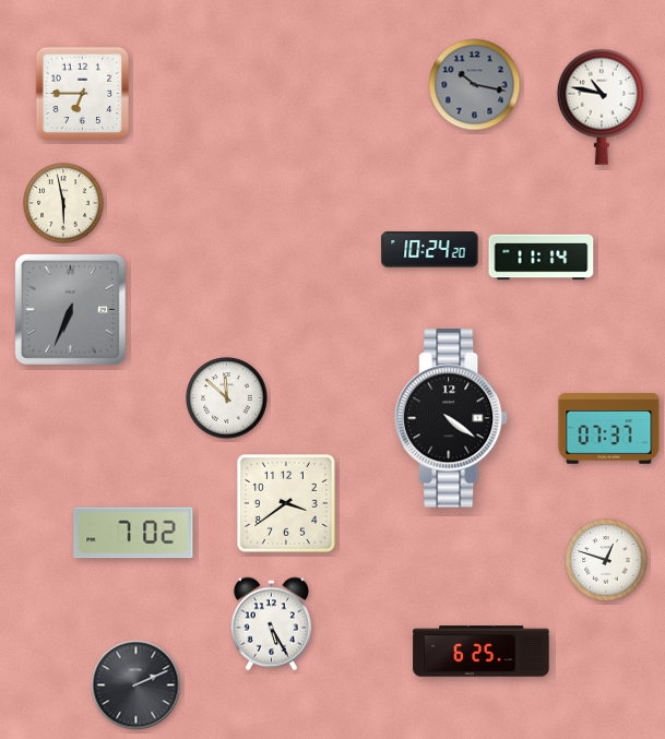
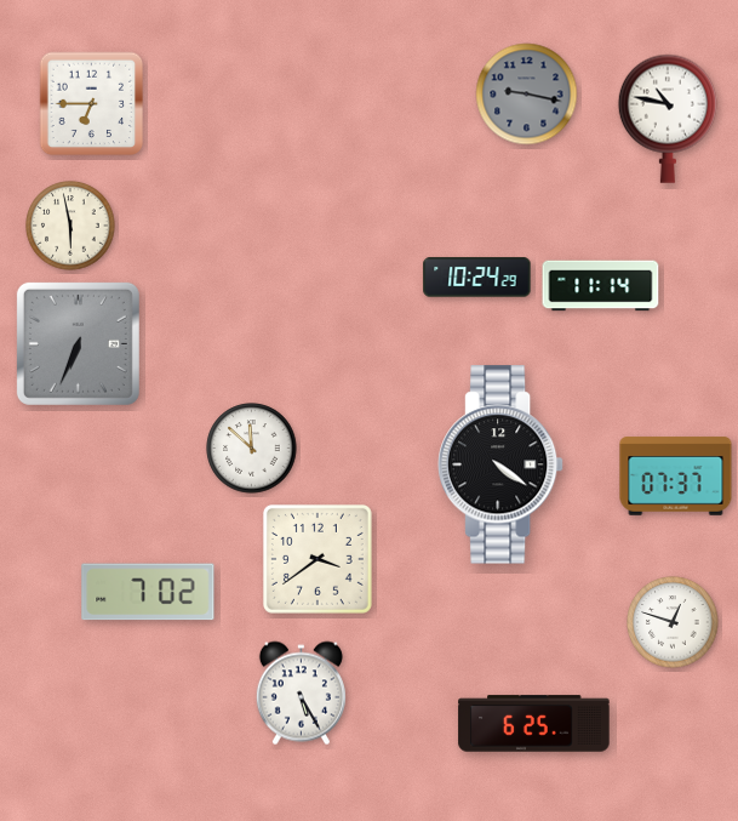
clock at (475, 85): 10:17 -> 9:17
clock at (430, 250): 10:24:20 -> 10:24:29
clock at (227, 398) position: (227, 398) -> (252, 449)
clock at (136, 686): 2:11 -> none
